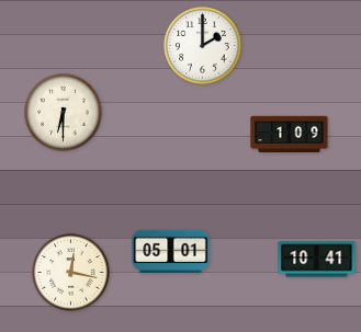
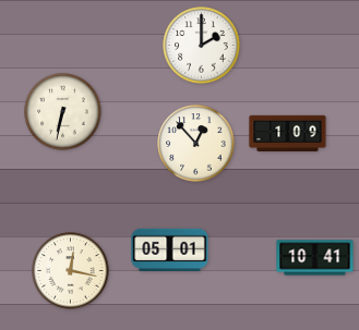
clock at (64, 113): 6:30 -> 6:32
clock at (196, 144): none -> 12:53
